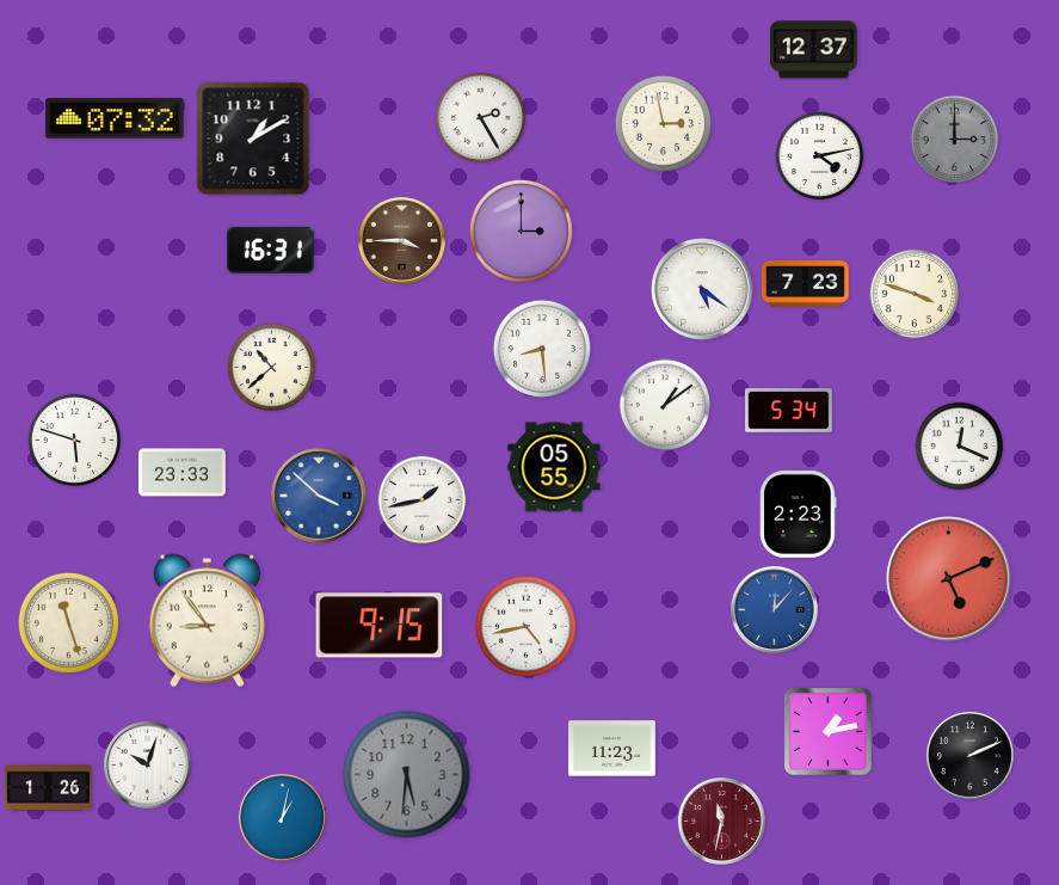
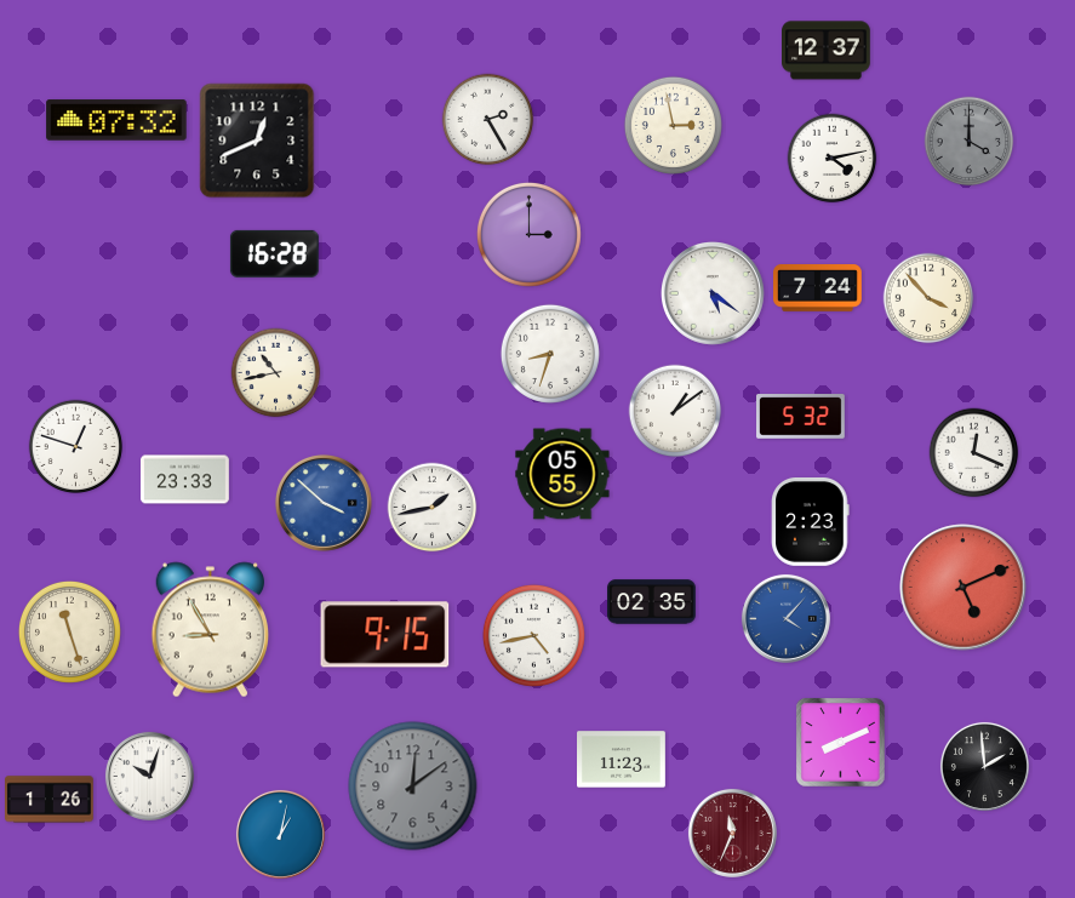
clock at (253, 139): 1:10 -> 12:41
clock at (955, 140): 3:00 -> 4:00
clock at (401, 240): 3:45 -> none
clock at (270, 250): 16:31 -> 16:28
clock at (806, 284): 7:23 -> 7:24
clock at (915, 294): 3:48 -> 3:53
clock at (542, 349): 8:29 -> 8:33
clock at (272, 368): 10:38 -> 10:43
clock at (789, 411): 5:34 -> 5:32
clock at (75, 441): 5:48 -> 12:48
clock at (423, 500) position: (423, 500) -> (433, 508)
clock at (652, 602): none -> 02:35
clock at (774, 609): 12:07 -> 4:07
clock at (207, 621): 8:54 -> 8:55
clock at (829, 732): 1:13 -> 8:11
clock at (969, 755): 2:11 -> 1:59
clock at (407, 775): 5:31 -> 12:09
clock at (282, 817) position: (282, 817) -> (280, 834)
clock at (721, 821): 11:32 -> 11:34
